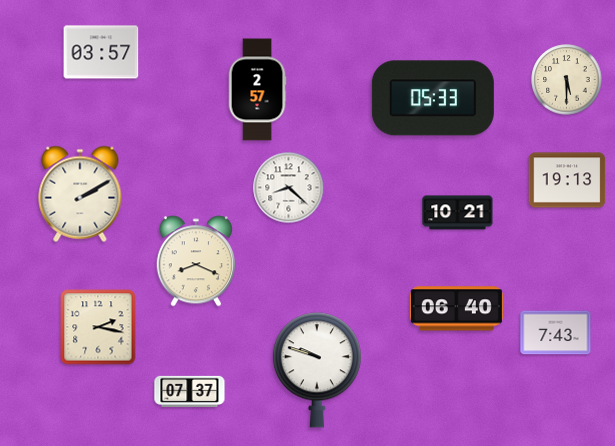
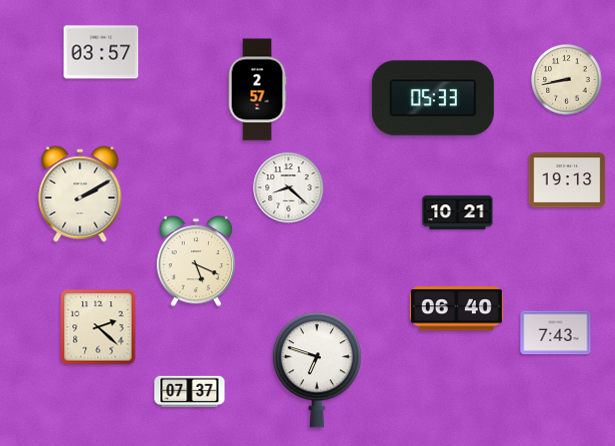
clock at (567, 80): 5:30 -> 8:43
clock at (195, 261): 8:19 -> 5:19
clock at (98, 327): 2:17 -> 2:22
clock at (317, 370): 9:48 -> 6:48
